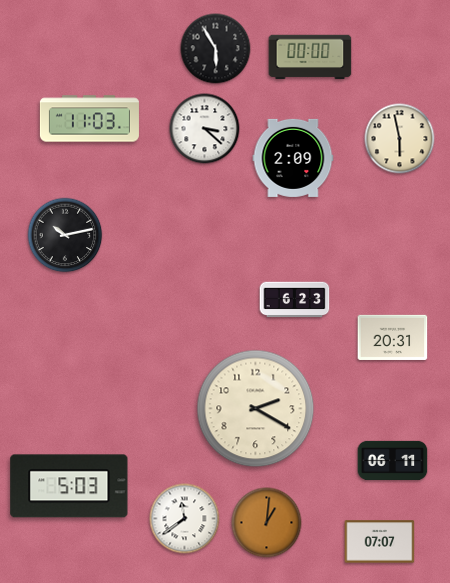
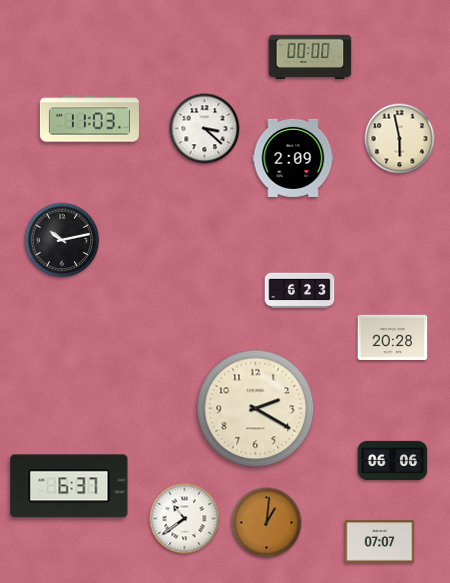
clock at (216, 49): 5:55 -> none
clock at (65, 235) position: (65, 235) -> (62, 240)
clock at (295, 300) position: (295, 300) -> (300, 291)
clock at (393, 337): 20:31 -> 20:28
clock at (393, 460): 06:11 -> 06:06
clock at (69, 486): 5:03 -> 6:37
clock at (185, 519): 11:39 -> 10:39
